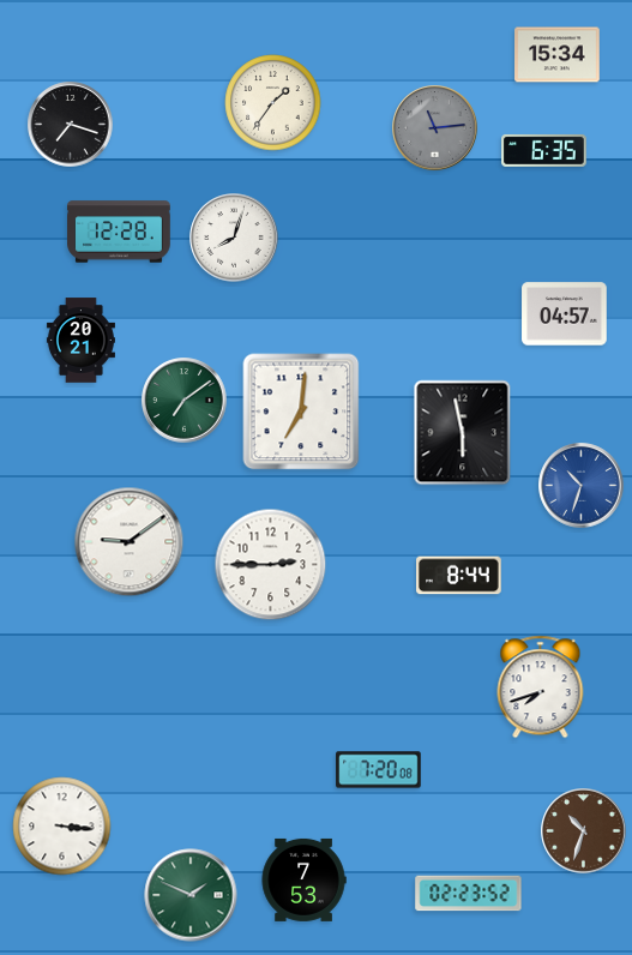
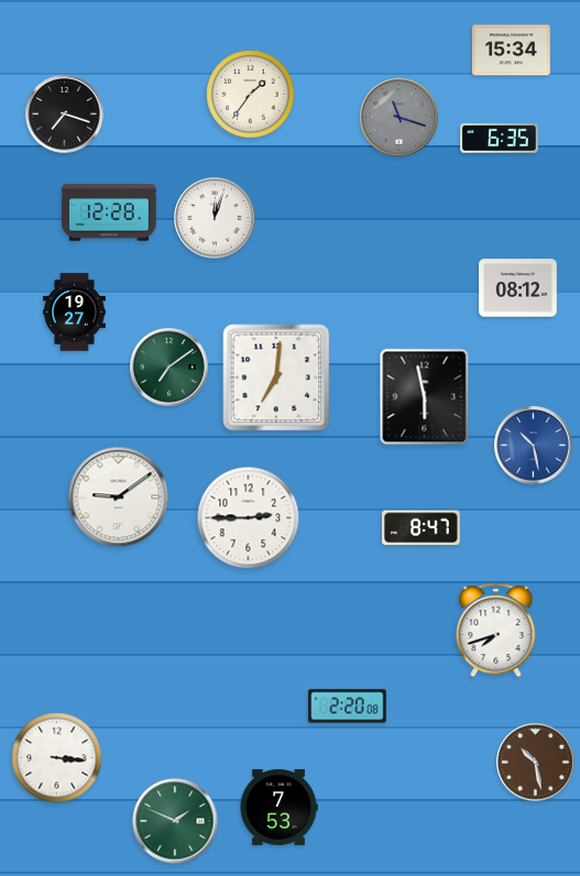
clock at (435, 128): 11:14 -> 11:18
clock at (234, 238): 8:03 -> 12:03
clock at (565, 314): 04:57 -> 08:12
clock at (80, 341): 20:21 -> 19:27
clock at (582, 486): 10:33 -> 10:28
clock at (459, 576): 8:44 -> 8:47
clock at (379, 770): 7:20 -> 2:20
clock at (584, 831): 10:33 -> 10:28
clock at (469, 894): 02:23 -> none
